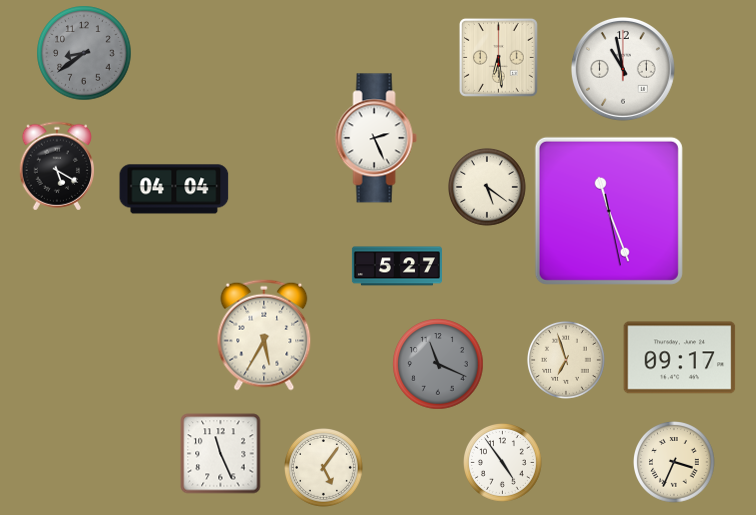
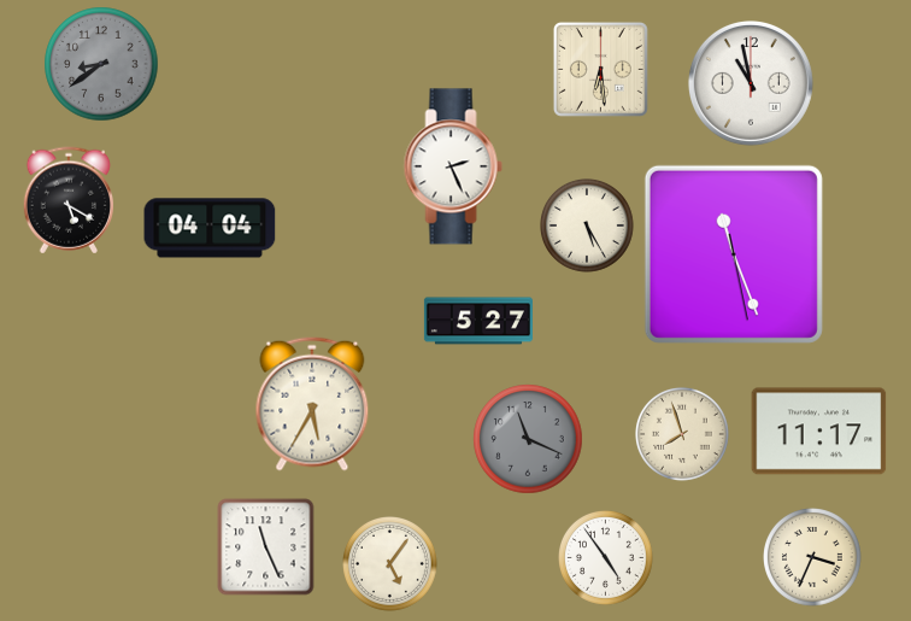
clock at (488, 188): 5:21 -> 5:25
clock at (264, 335) position: (264, 335) -> (312, 404)
clock at (680, 358): 09:17 -> 11:17
clock at (567, 361): 6:57 -> 7:57
